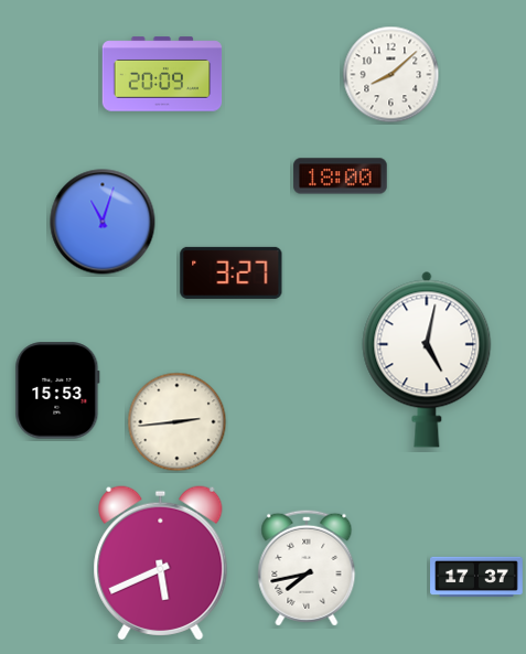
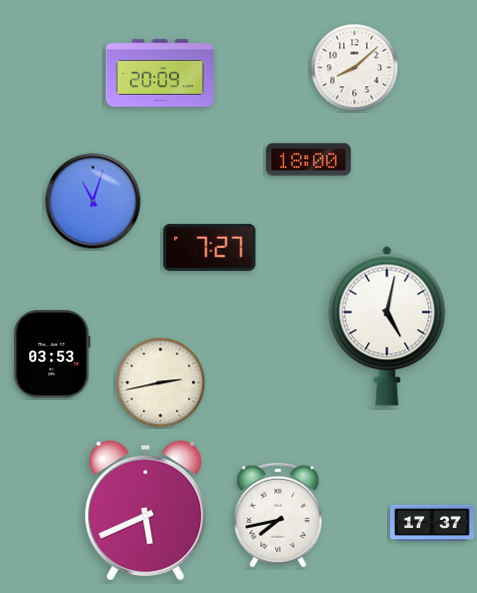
clock at (162, 74) position: (162, 74) -> (160, 73)
clock at (232, 272): 3:27 -> 7:27
clock at (57, 390): 15:53 -> 03:53
clock at (178, 422): 2:44 -> 2:43
